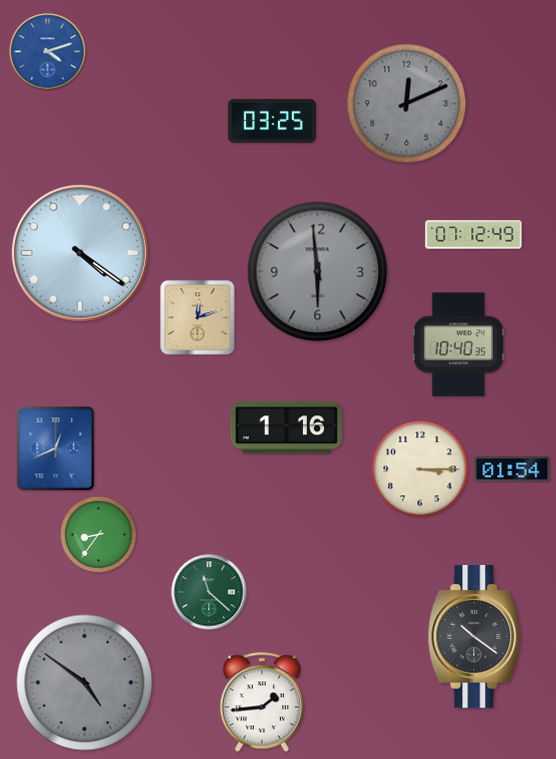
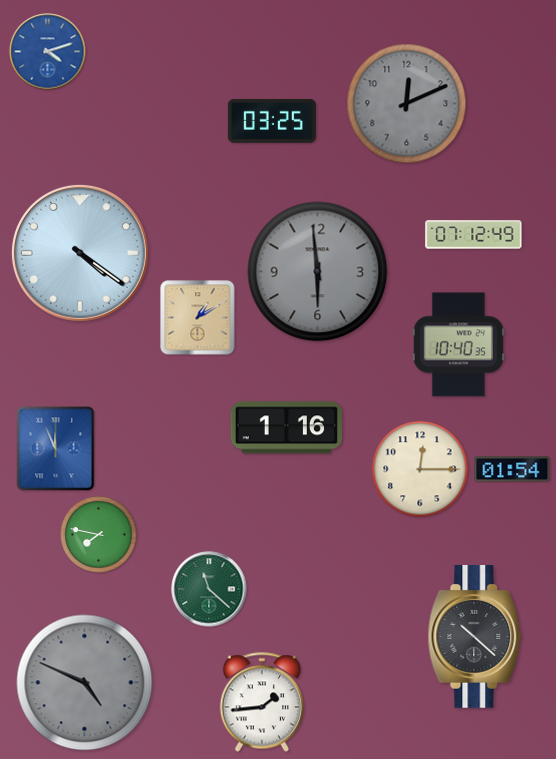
clock at (198, 318): 12:12 -> 1:10
clock at (56, 449): 12:41 -> 11:56
clock at (420, 469): 3:15 -> 12:15
clock at (99, 535): 8:36 -> 7:47
clock at (209, 592) position: (209, 592) -> (209, 589)
clock at (475, 637): 10:21 -> 10:22
clock at (85, 683): 4:51 -> 4:49
